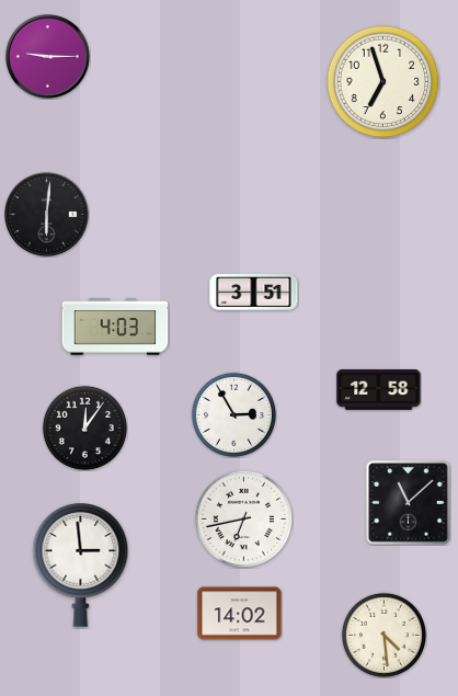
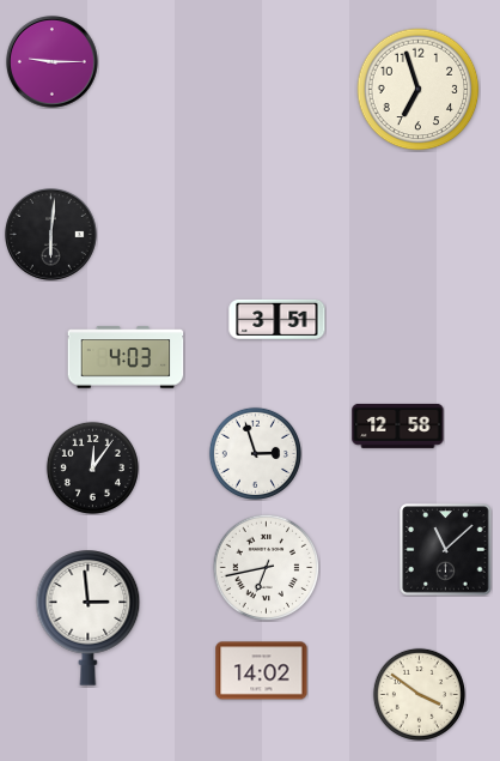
clock at (379, 389) position: (379, 389) -> (398, 425)
clock at (233, 414): 2:55 -> 2:57
clock at (383, 635): 4:29 -> 3:51
